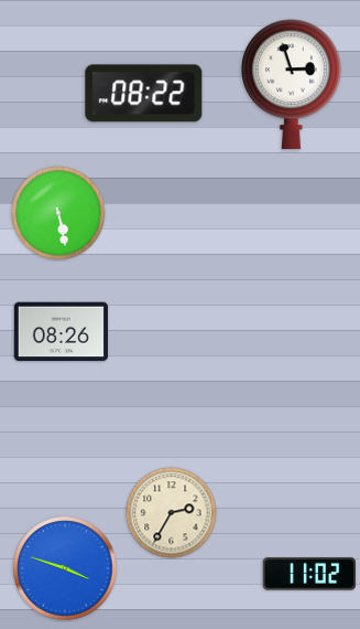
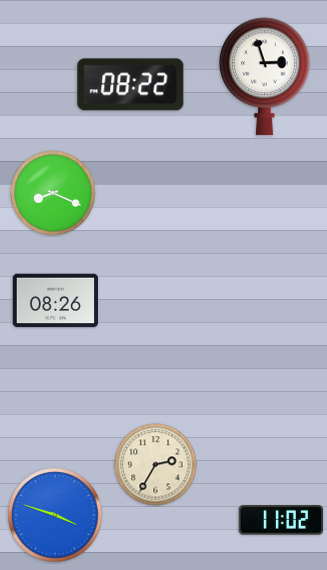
clock at (58, 213): 5:28 -> 8:19
clock at (65, 568) position: (65, 568) -> (55, 515)
